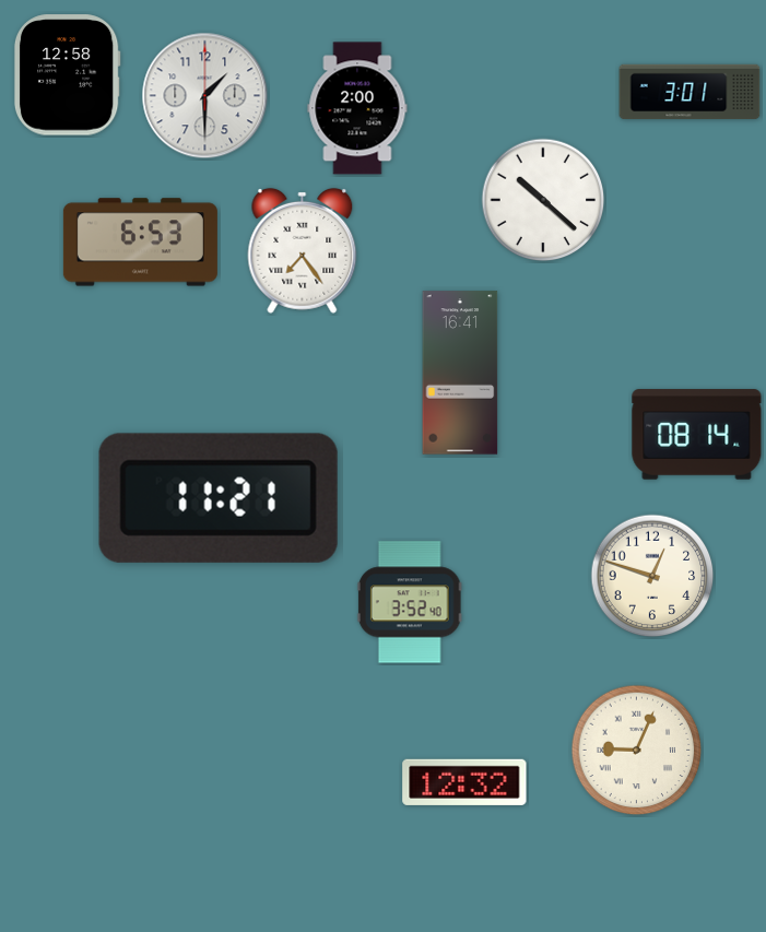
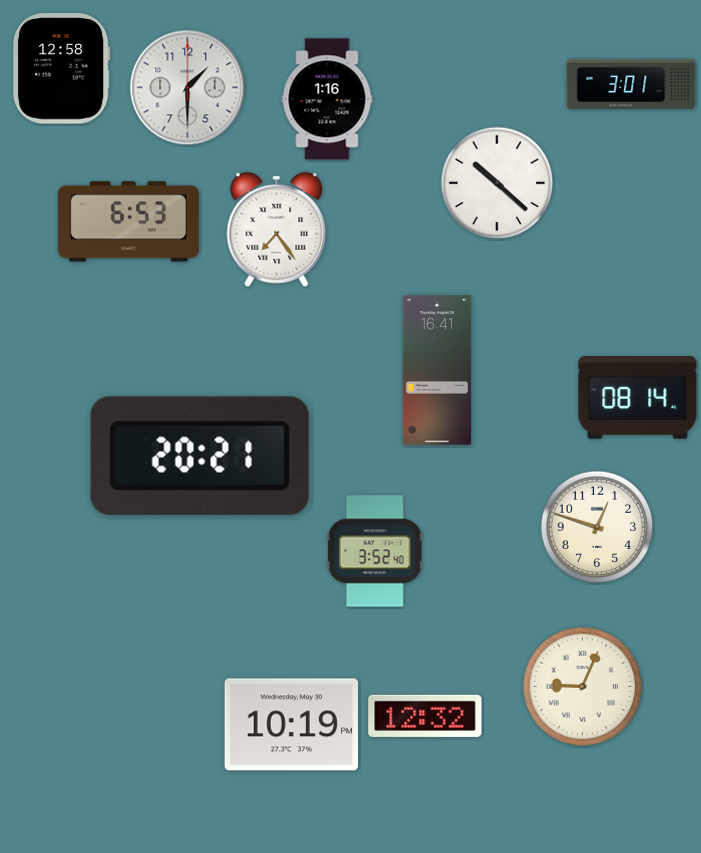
clock at (357, 108): 2:00 -> 1:16
clock at (460, 373) position: (460, 373) -> (437, 370)
clock at (219, 498): 11:21 -> 20:21
clock at (291, 725): none -> 10:19
